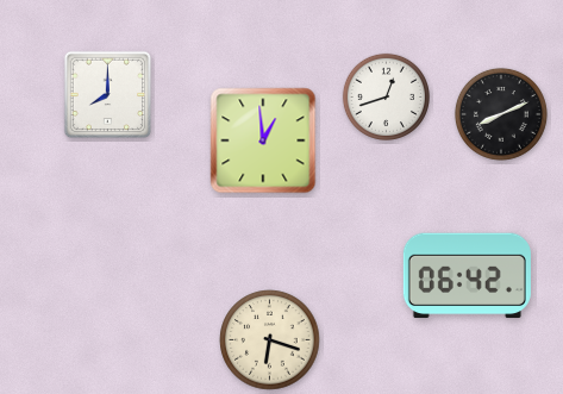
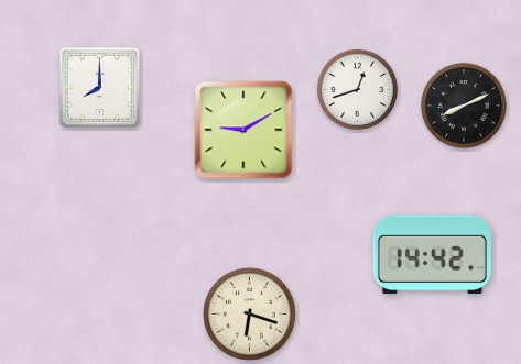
clock at (263, 140): 12:59 -> 9:10
clock at (467, 276): 06:42 -> 14:42
